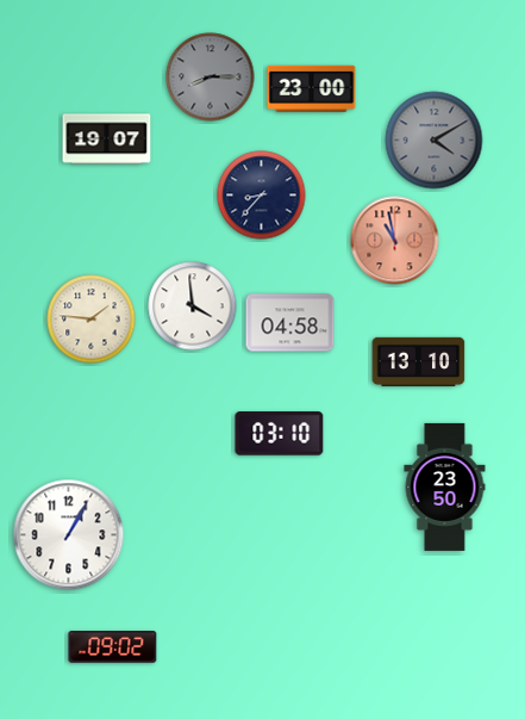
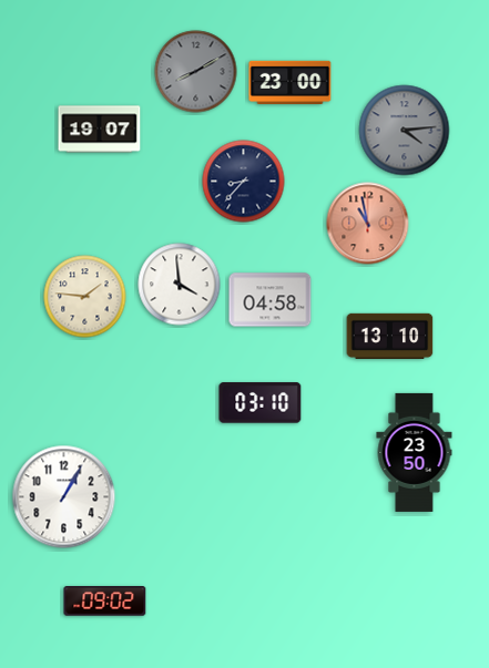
clock at (211, 78): 8:15 -> 8:10
clock at (435, 141): 4:10 -> 4:14
